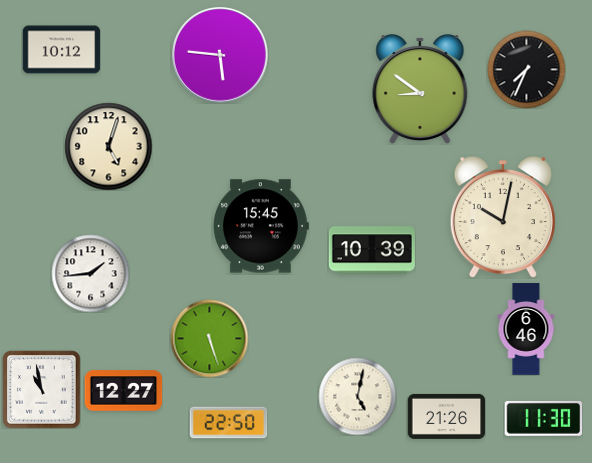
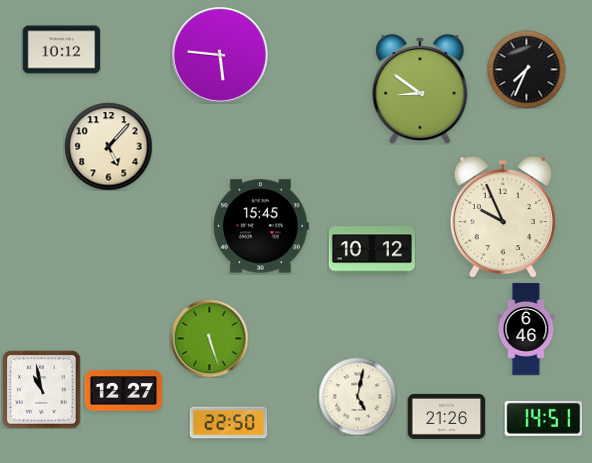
clock at (108, 146): 5:03 -> 5:07
clock at (503, 217): 10:02 -> 9:56
clock at (372, 250): 10:39 -> 10:12
clock at (90, 273): 1:44 -> none
clock at (543, 418): 11:30 -> 14:51
